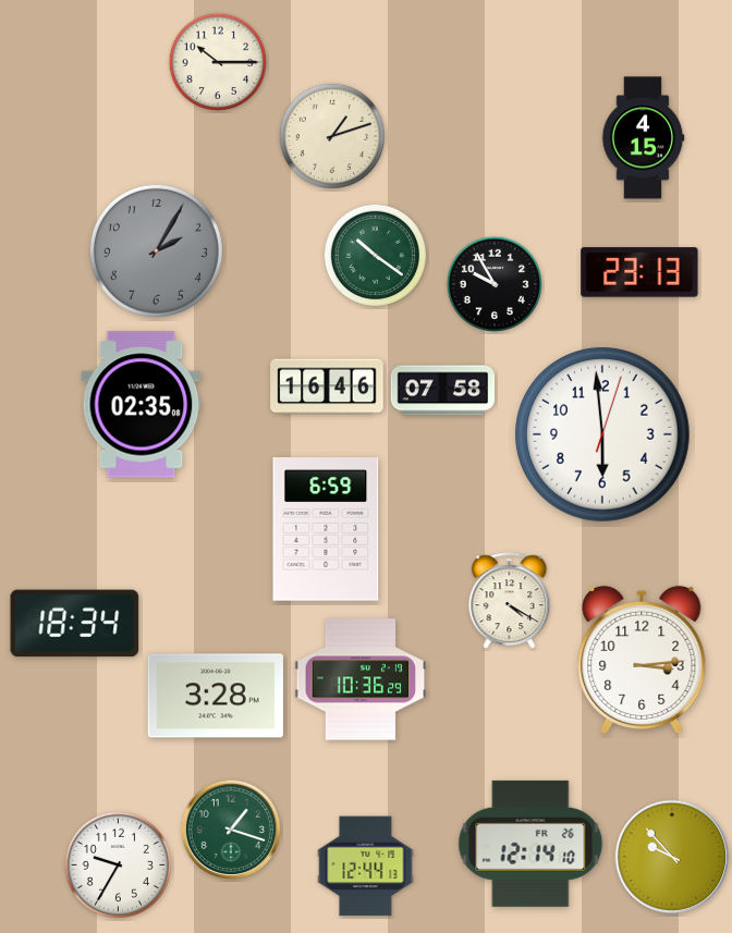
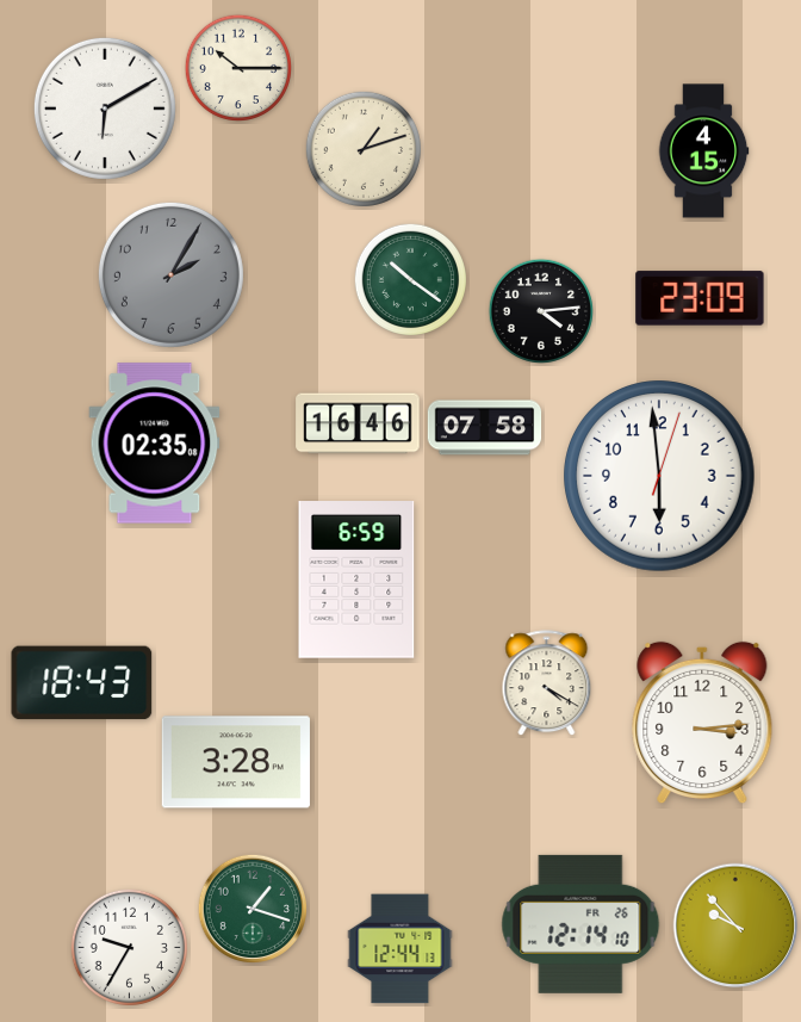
clock at (105, 109): none -> 6:10
clock at (639, 272): 23:13 -> 23:09
clock at (495, 284): 9:55 -> 4:14
clock at (510, 601) position: (510, 601) -> (547, 683)
clock at (75, 624): 18:34 -> 18:43
clock at (361, 679): 10:36 -> none
clock at (672, 857) position: (672, 857) -> (735, 925)
